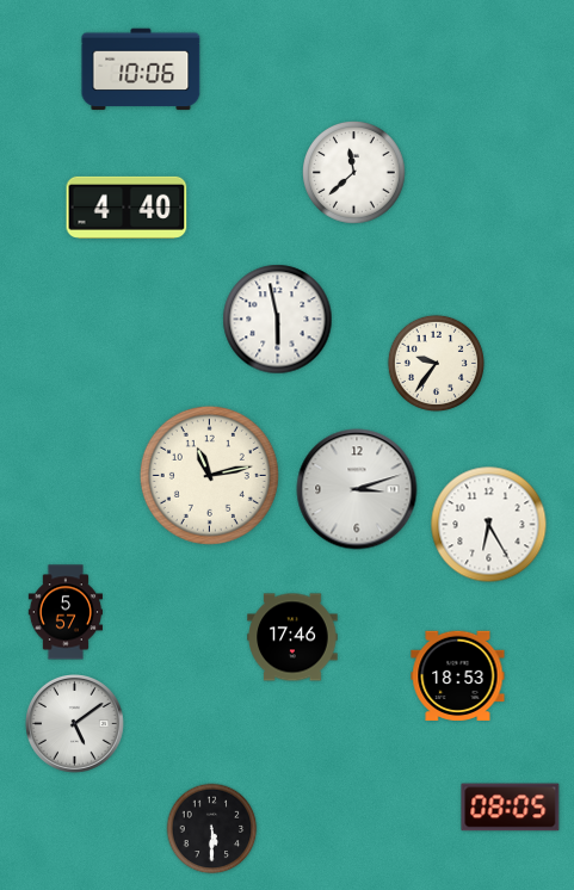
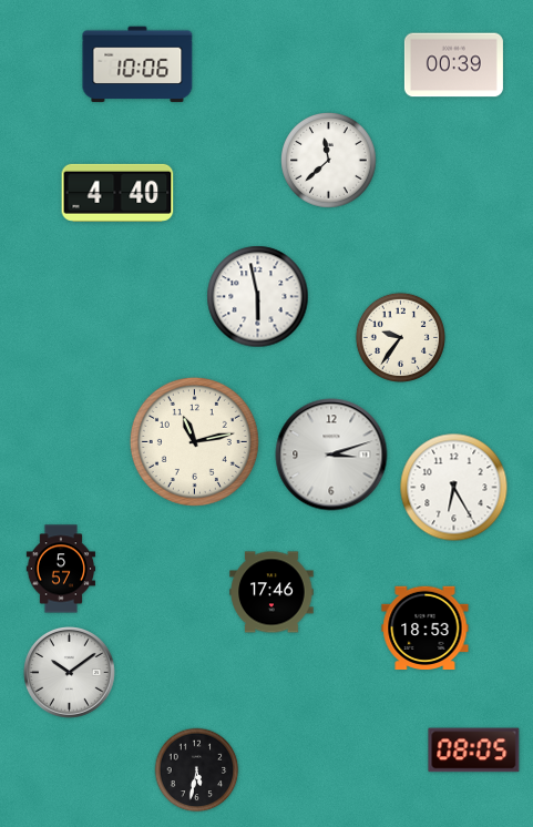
clock at (141, 69) position: (141, 69) -> (137, 64)
clock at (453, 65): none -> 00:39
clock at (436, 363) position: (436, 363) -> (400, 337)
clock at (75, 724): 5:09 -> 10:09
clock at (212, 829): 5:30 -> 5:32
